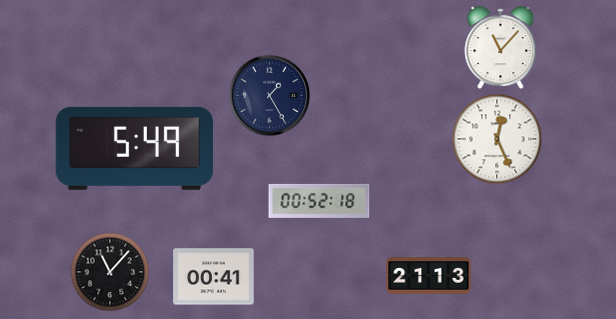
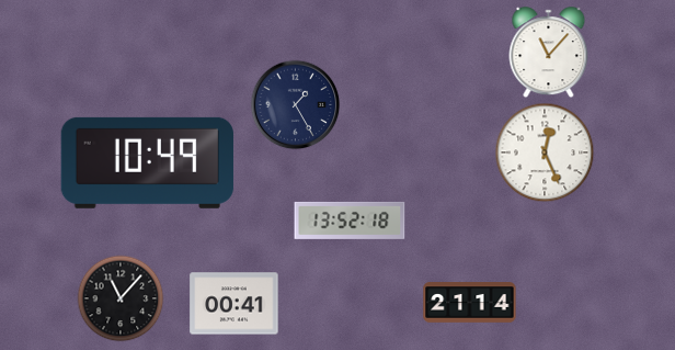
clock at (134, 148): 5:49 -> 10:49
clock at (319, 201): 00:52 -> 13:52
clock at (429, 276): 21:13 -> 21:14
